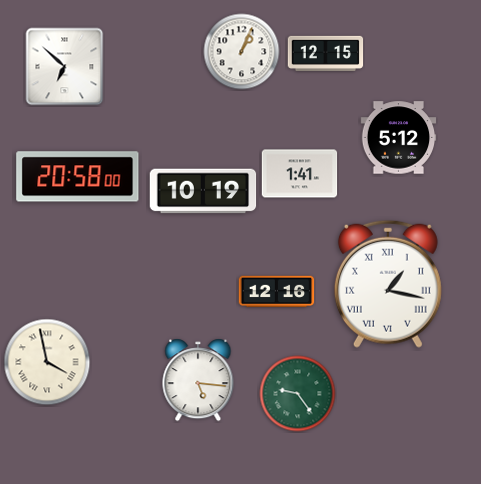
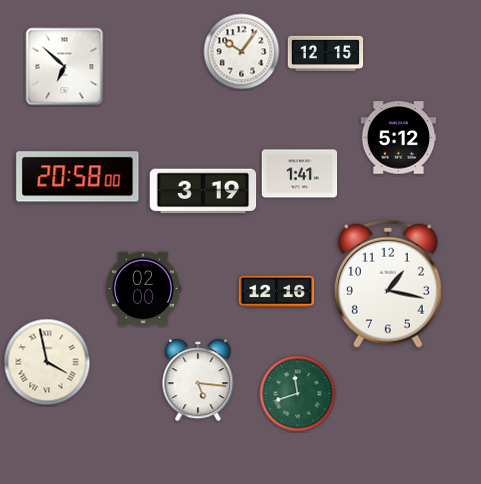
clock at (242, 52): 1:04 -> 10:06
clock at (203, 191): 10:19 -> 3:19
clock at (388, 284) numerals: Roman -> Arabic
clock at (143, 289): none -> 02:00
clock at (298, 394): 9:24 -> 11:42
